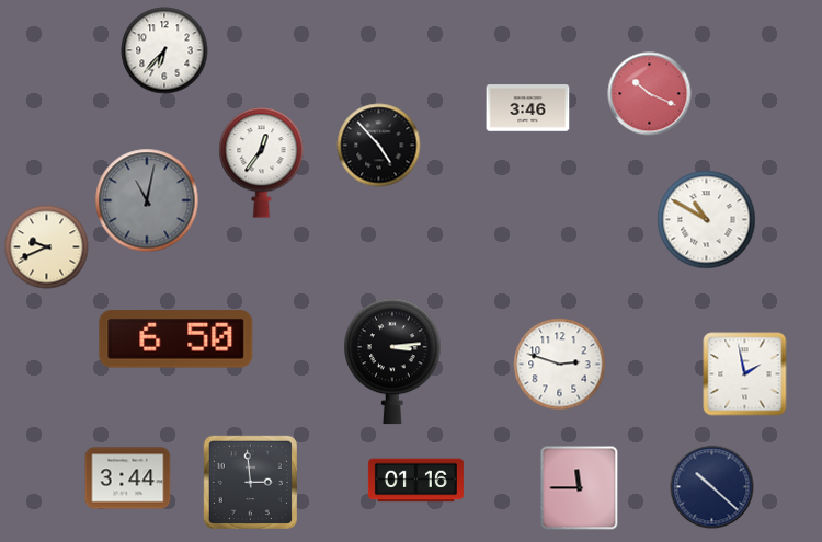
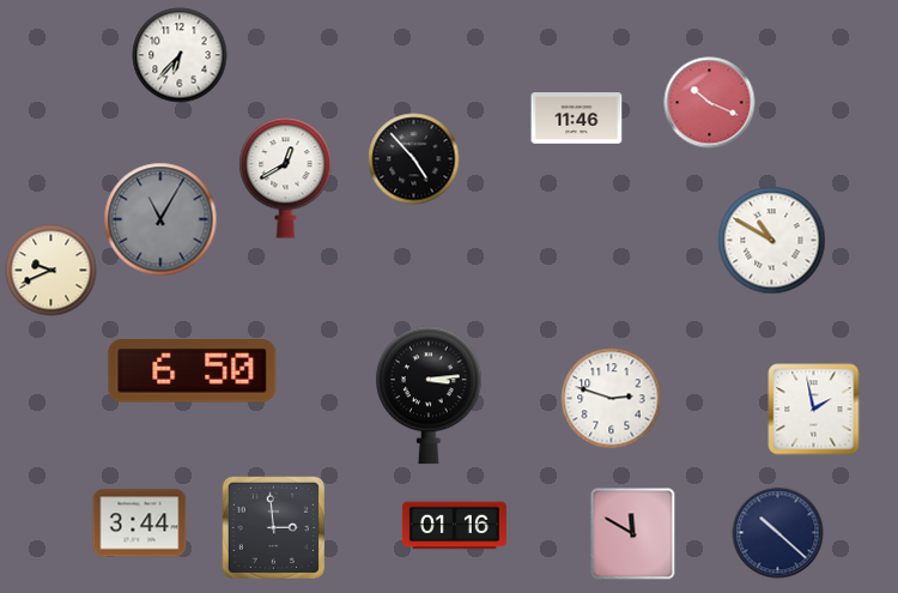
clock at (528, 108): 3:46 -> 11:46
clock at (262, 163): 12:36 -> 12:40
clock at (147, 200): 11:02 -> 11:05
clock at (580, 488): 11:45 -> 11:50
